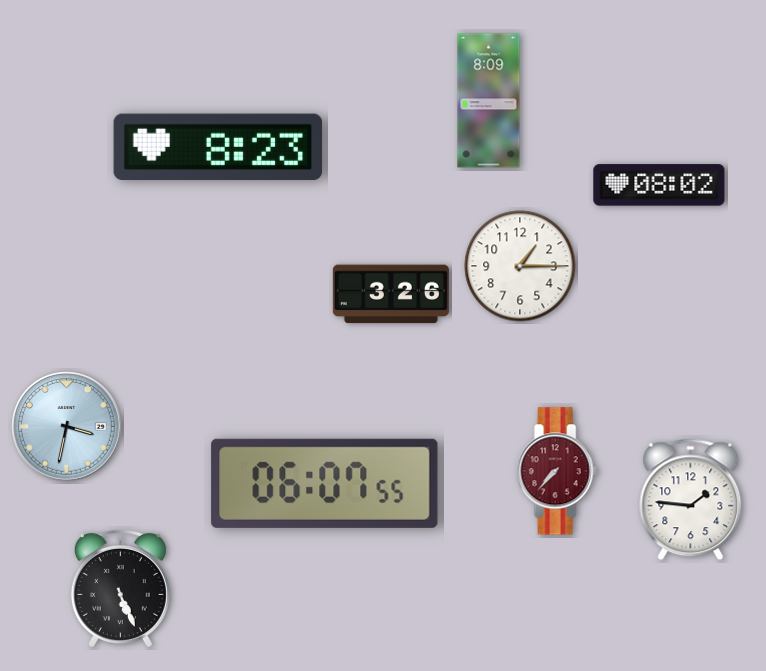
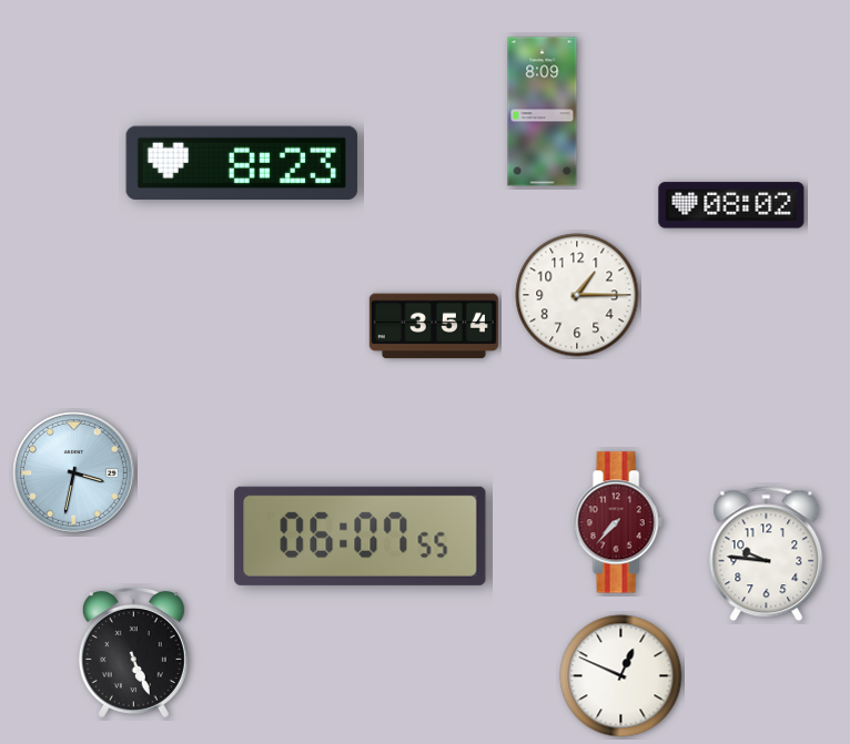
clock at (391, 294): 3:26 -> 3:54
clock at (691, 500): 1:46 -> 9:46
clock at (621, 676): none -> 12:49
